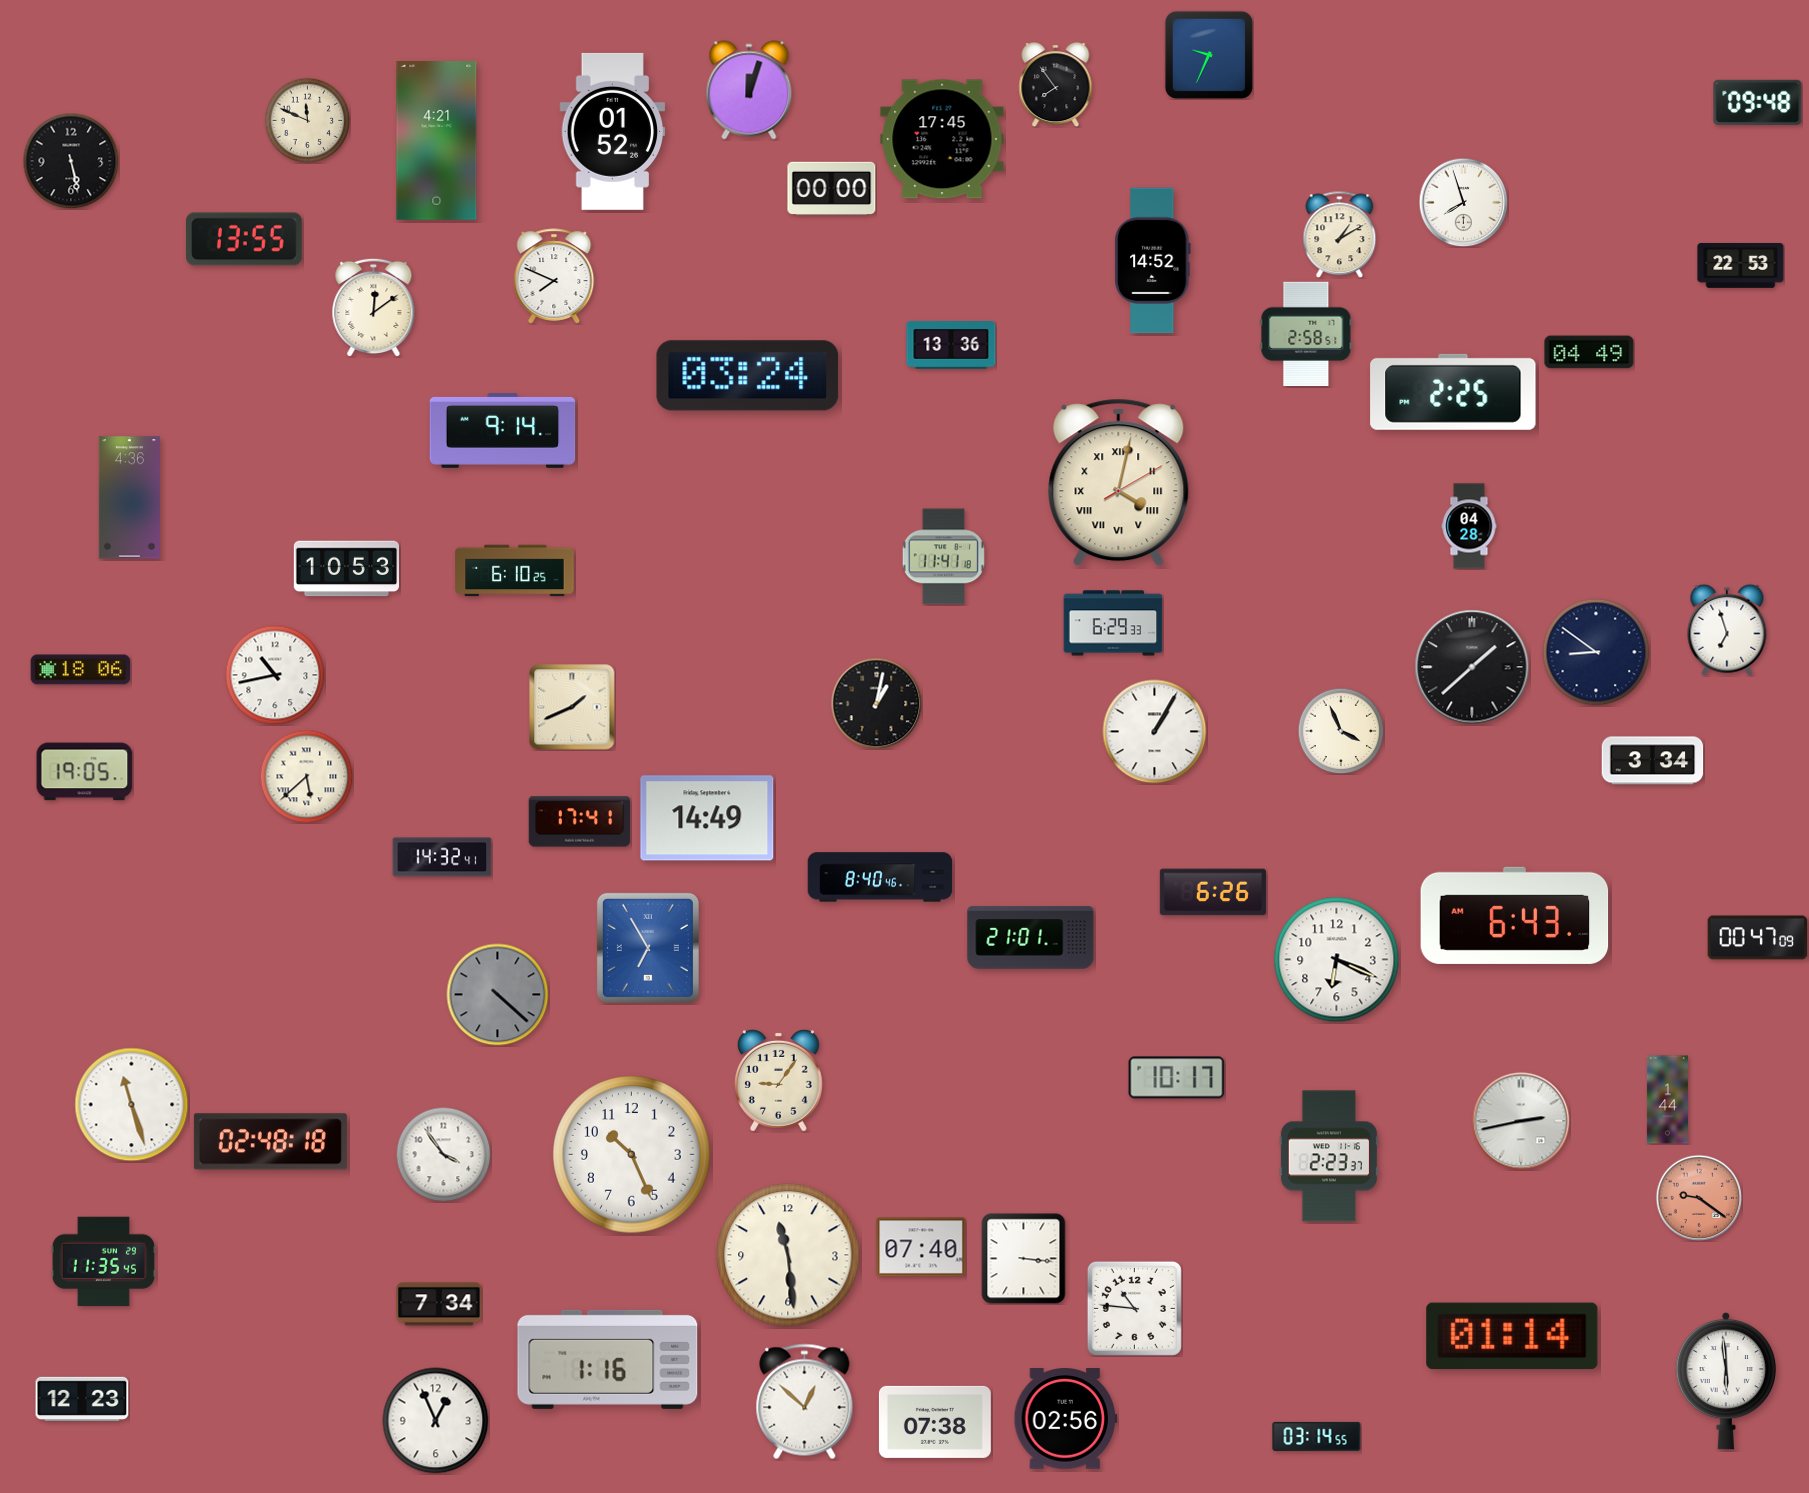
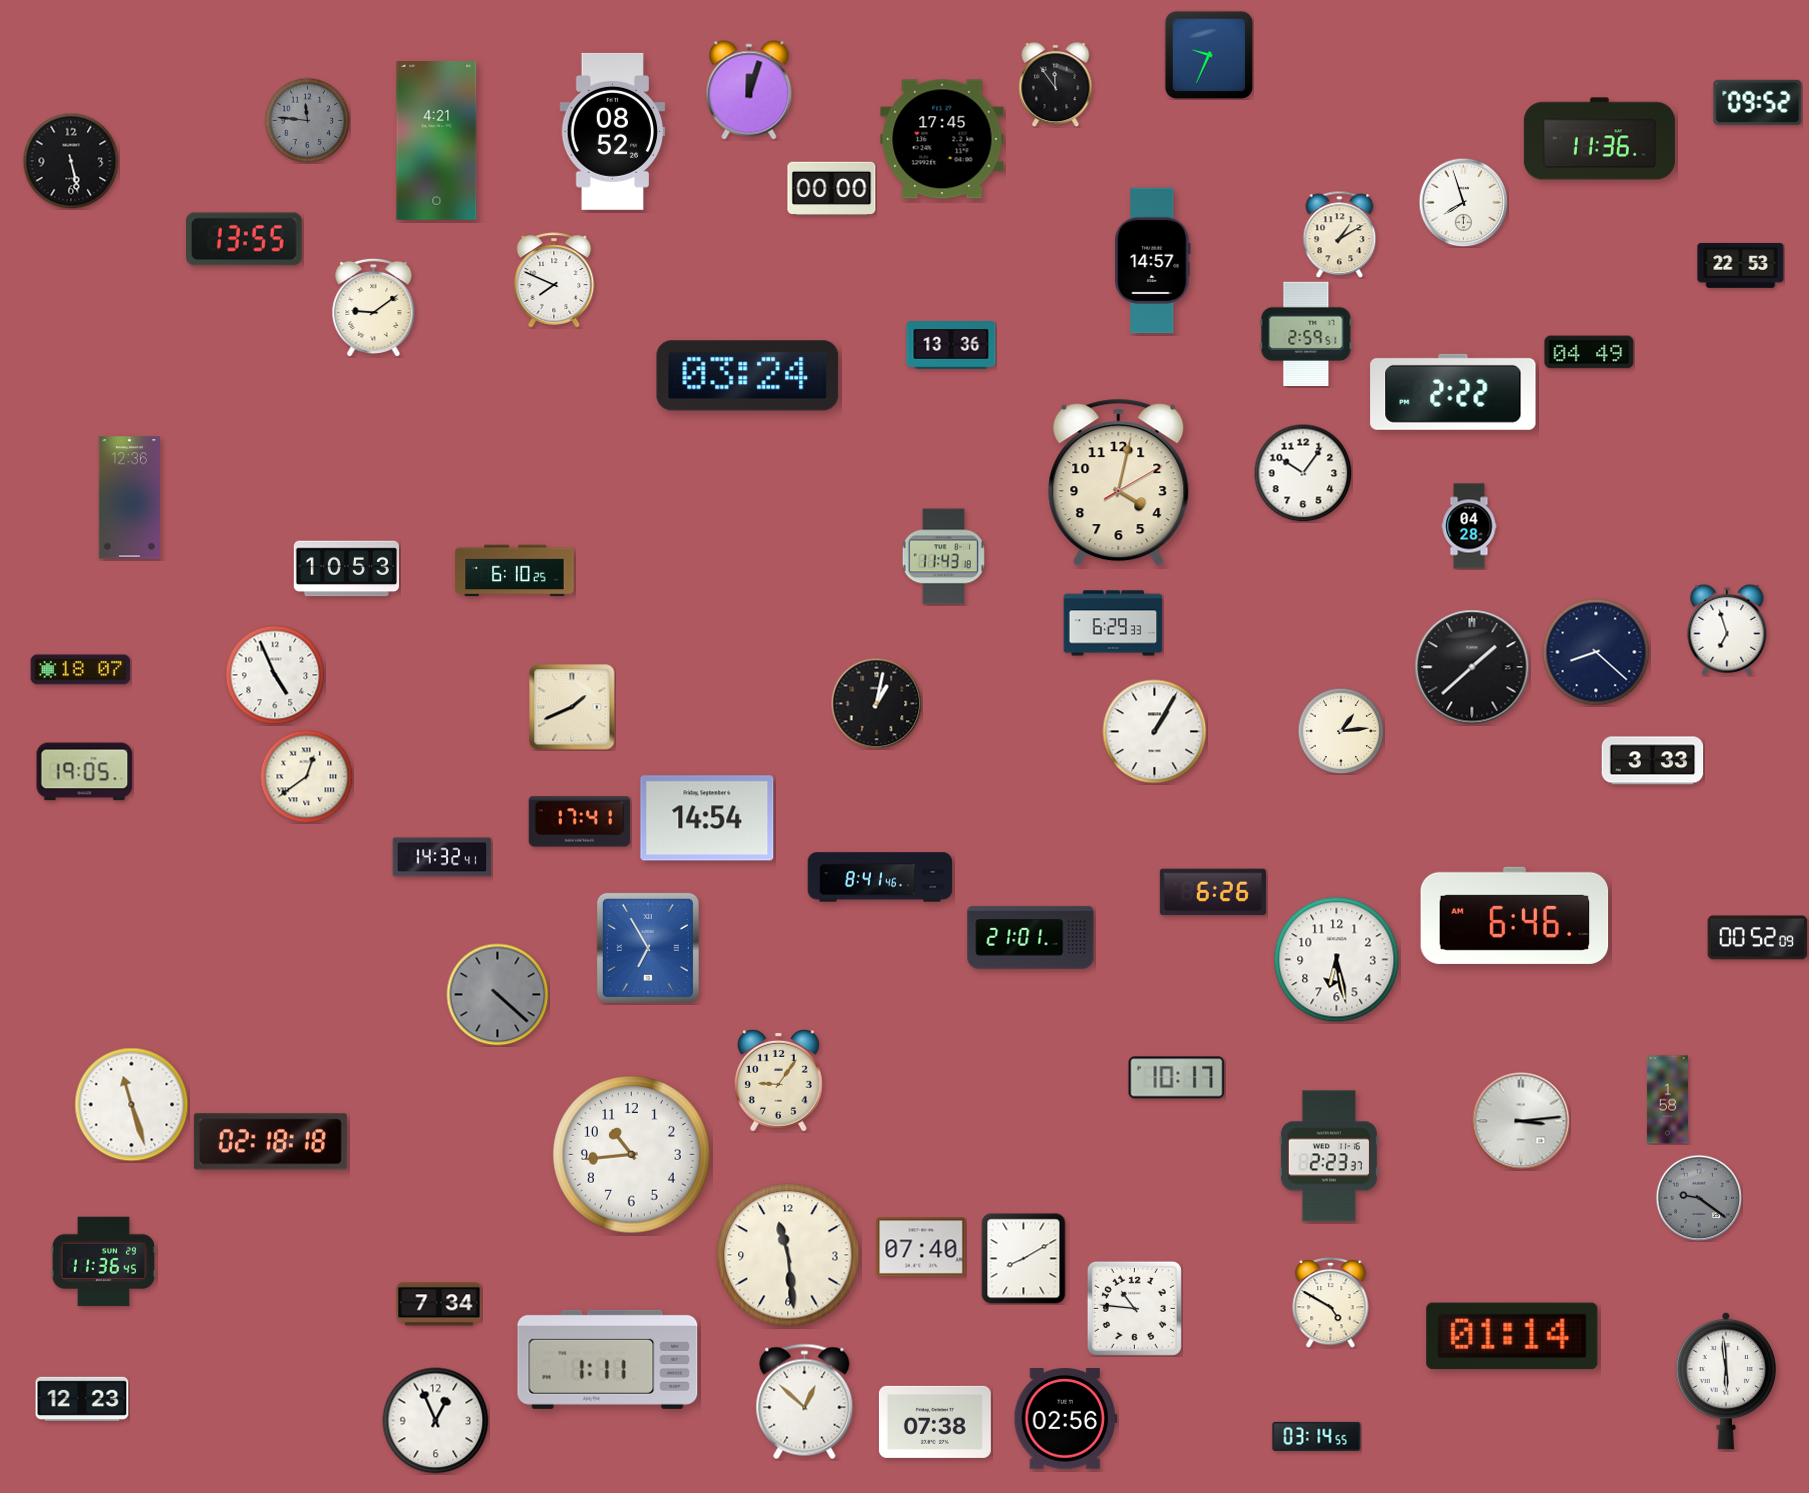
clock at (1056, 84): 7:54 -> 11:54
clock at (1758, 102): 09:48 -> 09:52
clock at (307, 120): 11:49 -> 11:46
clock at (307, 120) dial: cream -> grey
clock at (613, 131): 01:52 -> 08:52
clock at (1599, 139): none -> 11:36
clock at (1153, 261): 14:52 -> 14:57
clock at (554, 276) position: (554, 276) -> (554, 280)
clock at (374, 307): 12:09 -> 9:09
clock at (1306, 333): 2:58 -> 2:59
clock at (1453, 392): 2:25 -> 2:22
clock at (503, 430): 9:14 -> none
clock at (1303, 473): none -> 10:06
clock at (1119, 483) numerals: Roman -> Arabic
clock at (129, 498): 4:36 -> 12:36
clock at (943, 557): 11:41 -> 11:43
clock at (1596, 652): 8:51 -> 8:22
clock at (81, 670): 18:06 -> 18:07
clock at (275, 675): 10:43 -> 4:56
clock at (1341, 731): 3:56 -> 1:14
clock at (1653, 761): 3:34 -> 3:33
clock at (306, 776): 5:38 -> 12:39
clock at (707, 818): 14:49 -> 14:54
clock at (880, 877): 8:40 -> 8:41
clock at (1515, 915): 6:43 -> 6:46
clock at (1758, 938): 00:47 -> 00:52
clock at (1337, 960): 6:19 -> 6:28
clock at (1667, 1100): 1:44 -> 1:58
clock at (1521, 1121): 2:43 -> 3:14
clock at (270, 1142): 02:48 -> 02:18
clock at (443, 1154): 3:54 -> none
clock at (632, 1155): 10:26 -> 10:44
clock at (1699, 1198) dial: salmon -> grey
clock at (1024, 1259): 3:16 -> 8:10
clock at (103, 1262): 11:35 -> 11:36
clock at (1331, 1302): none -> 4:50
clock at (608, 1359): 1:16 -> 1:11
